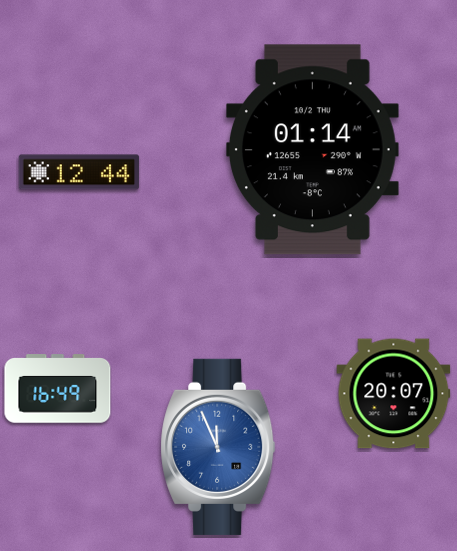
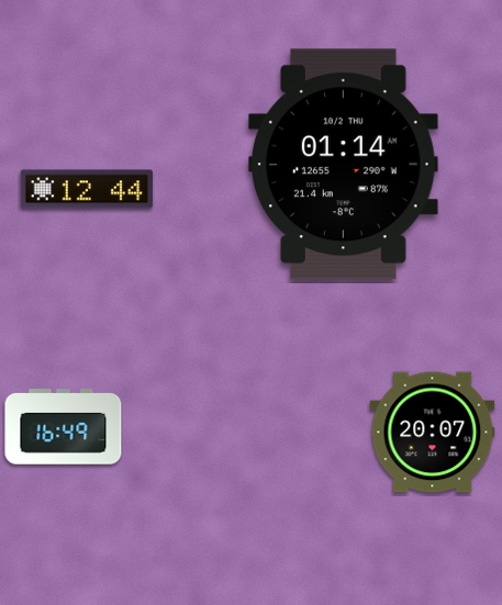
clock at (218, 447): 11:56 -> none
